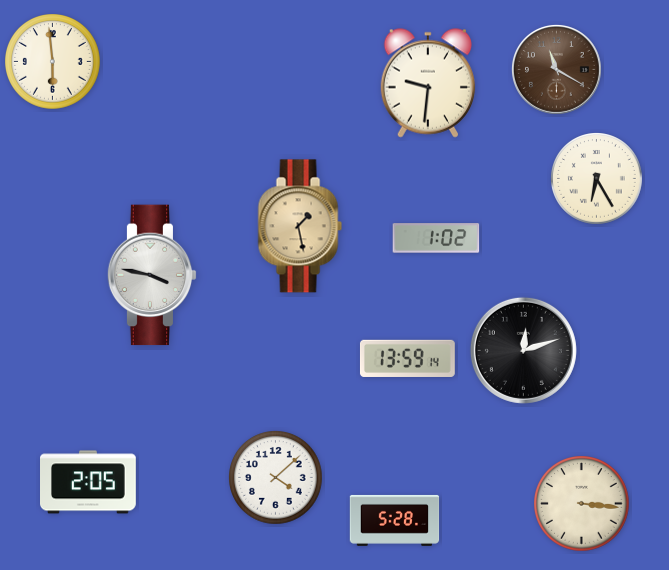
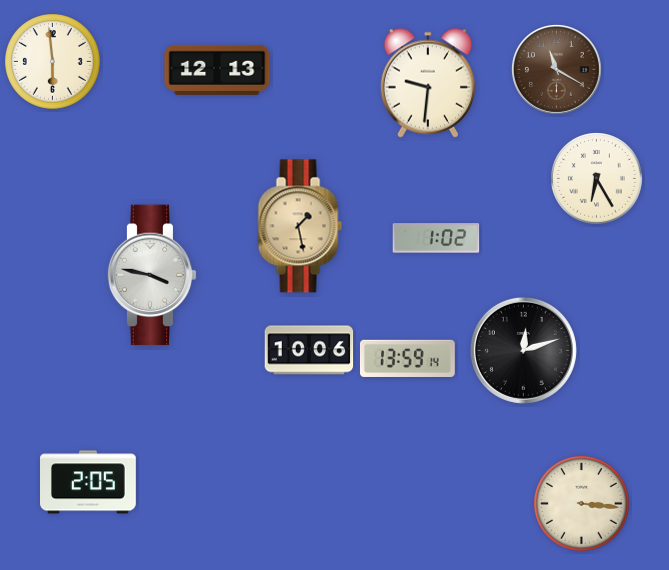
clock at (217, 70): none -> 12:13
clock at (309, 350): none -> 10:06
clock at (276, 478): 4:08 -> none
clock at (395, 520): 5:28 -> none
